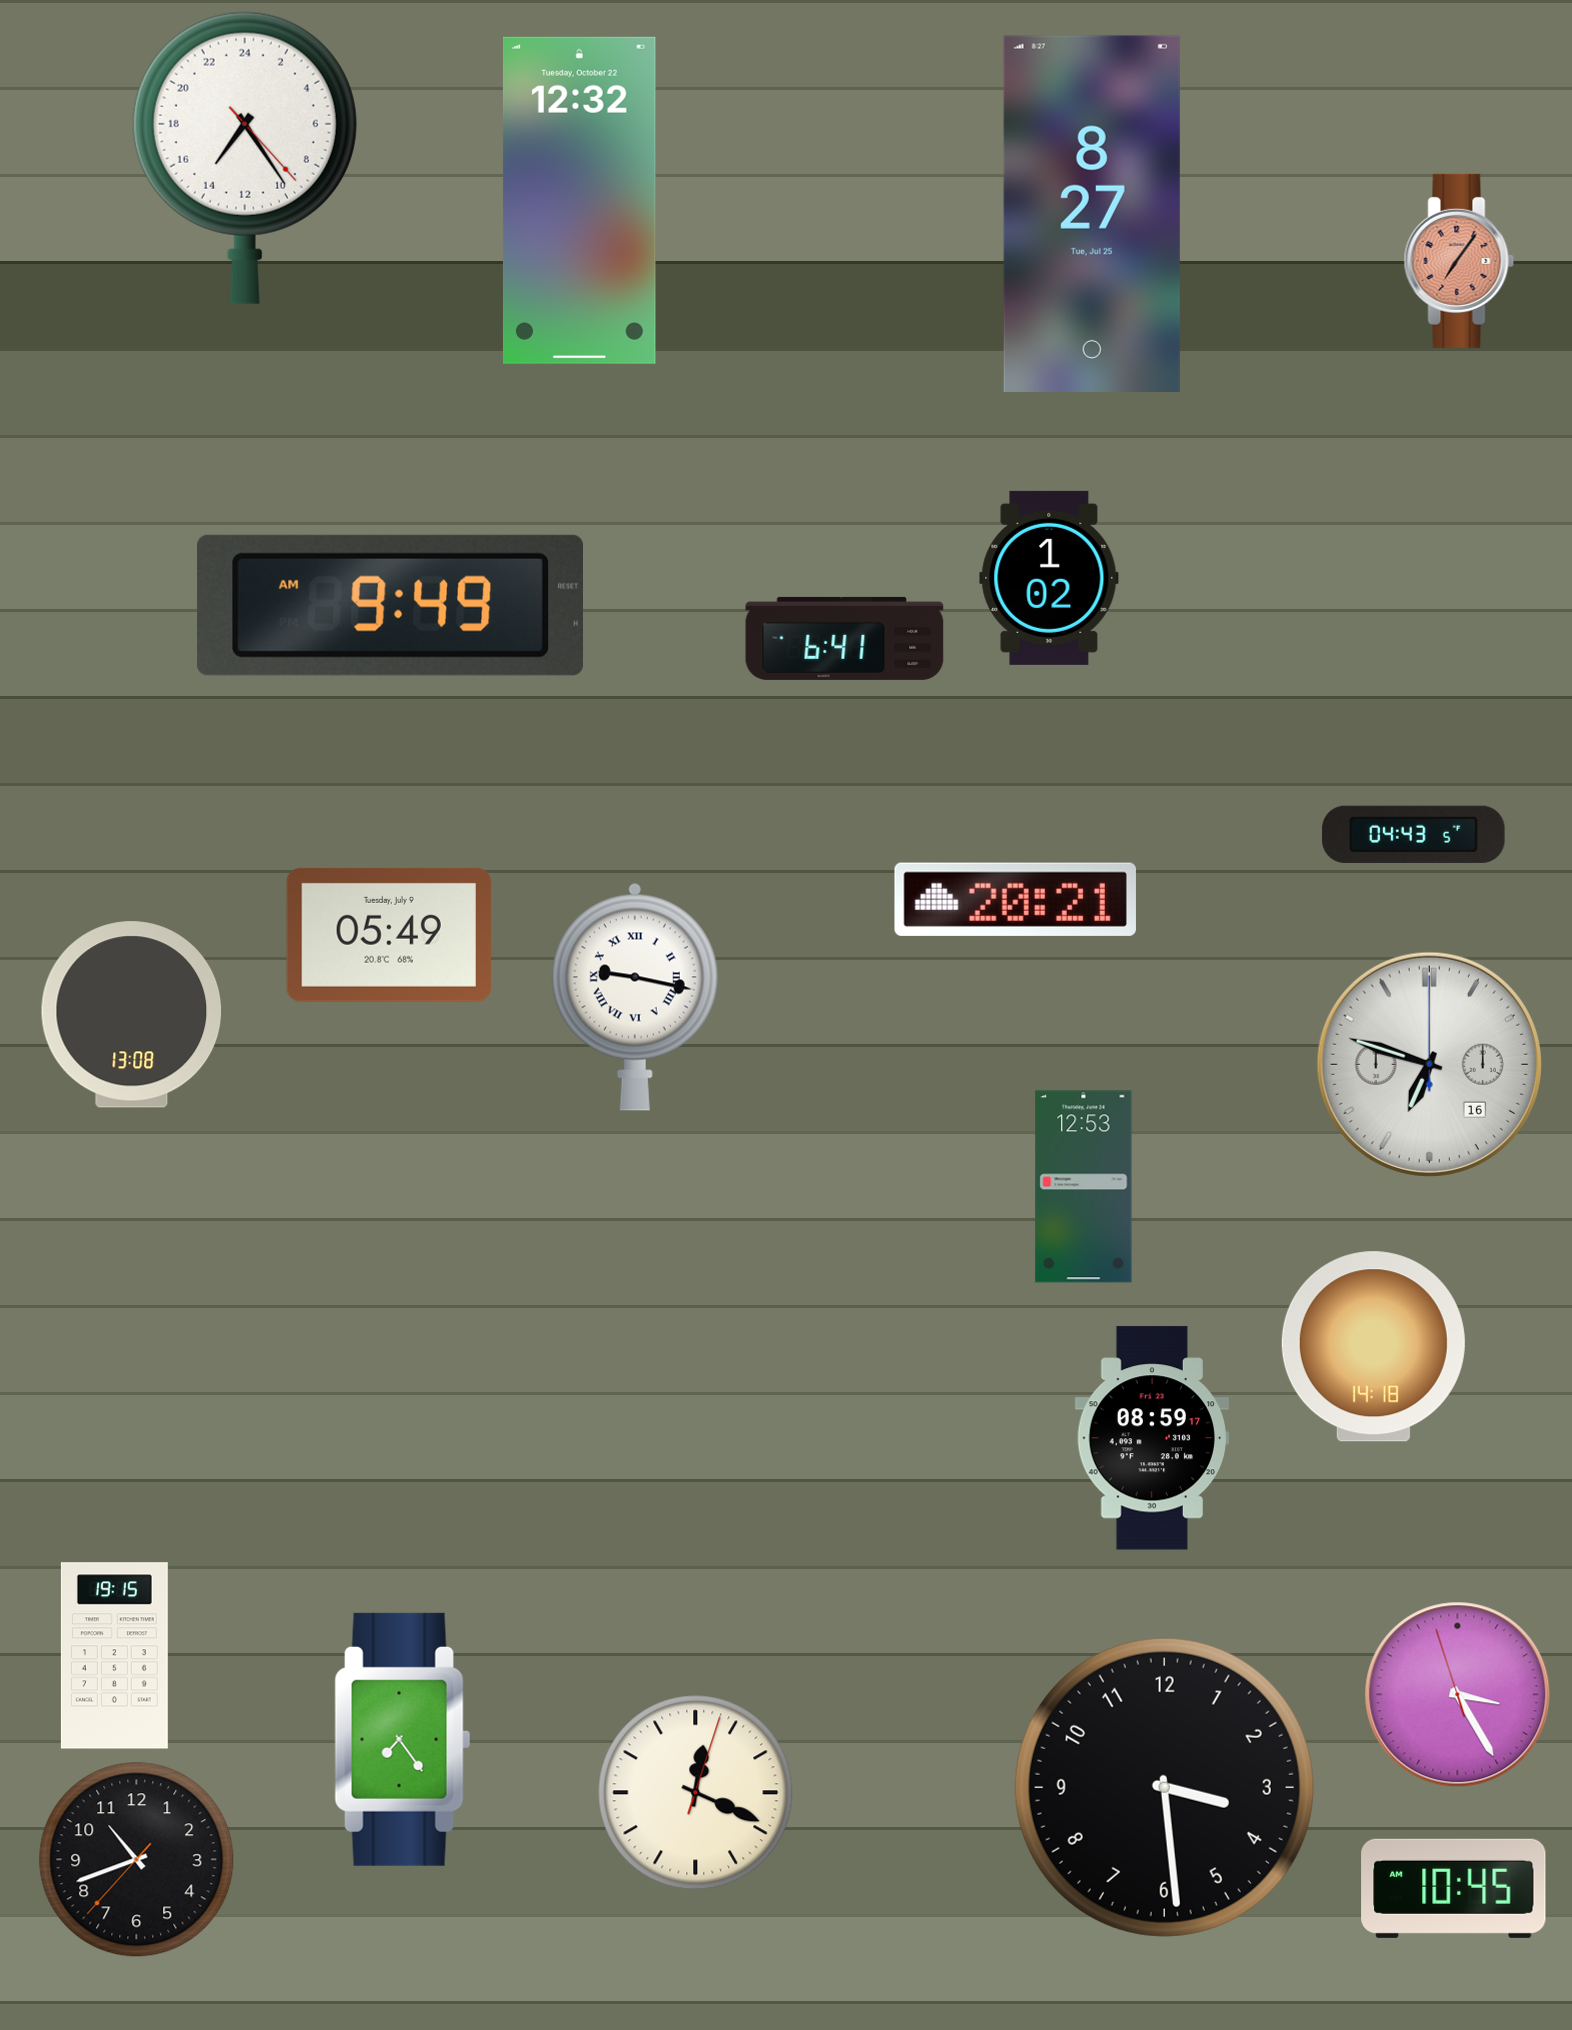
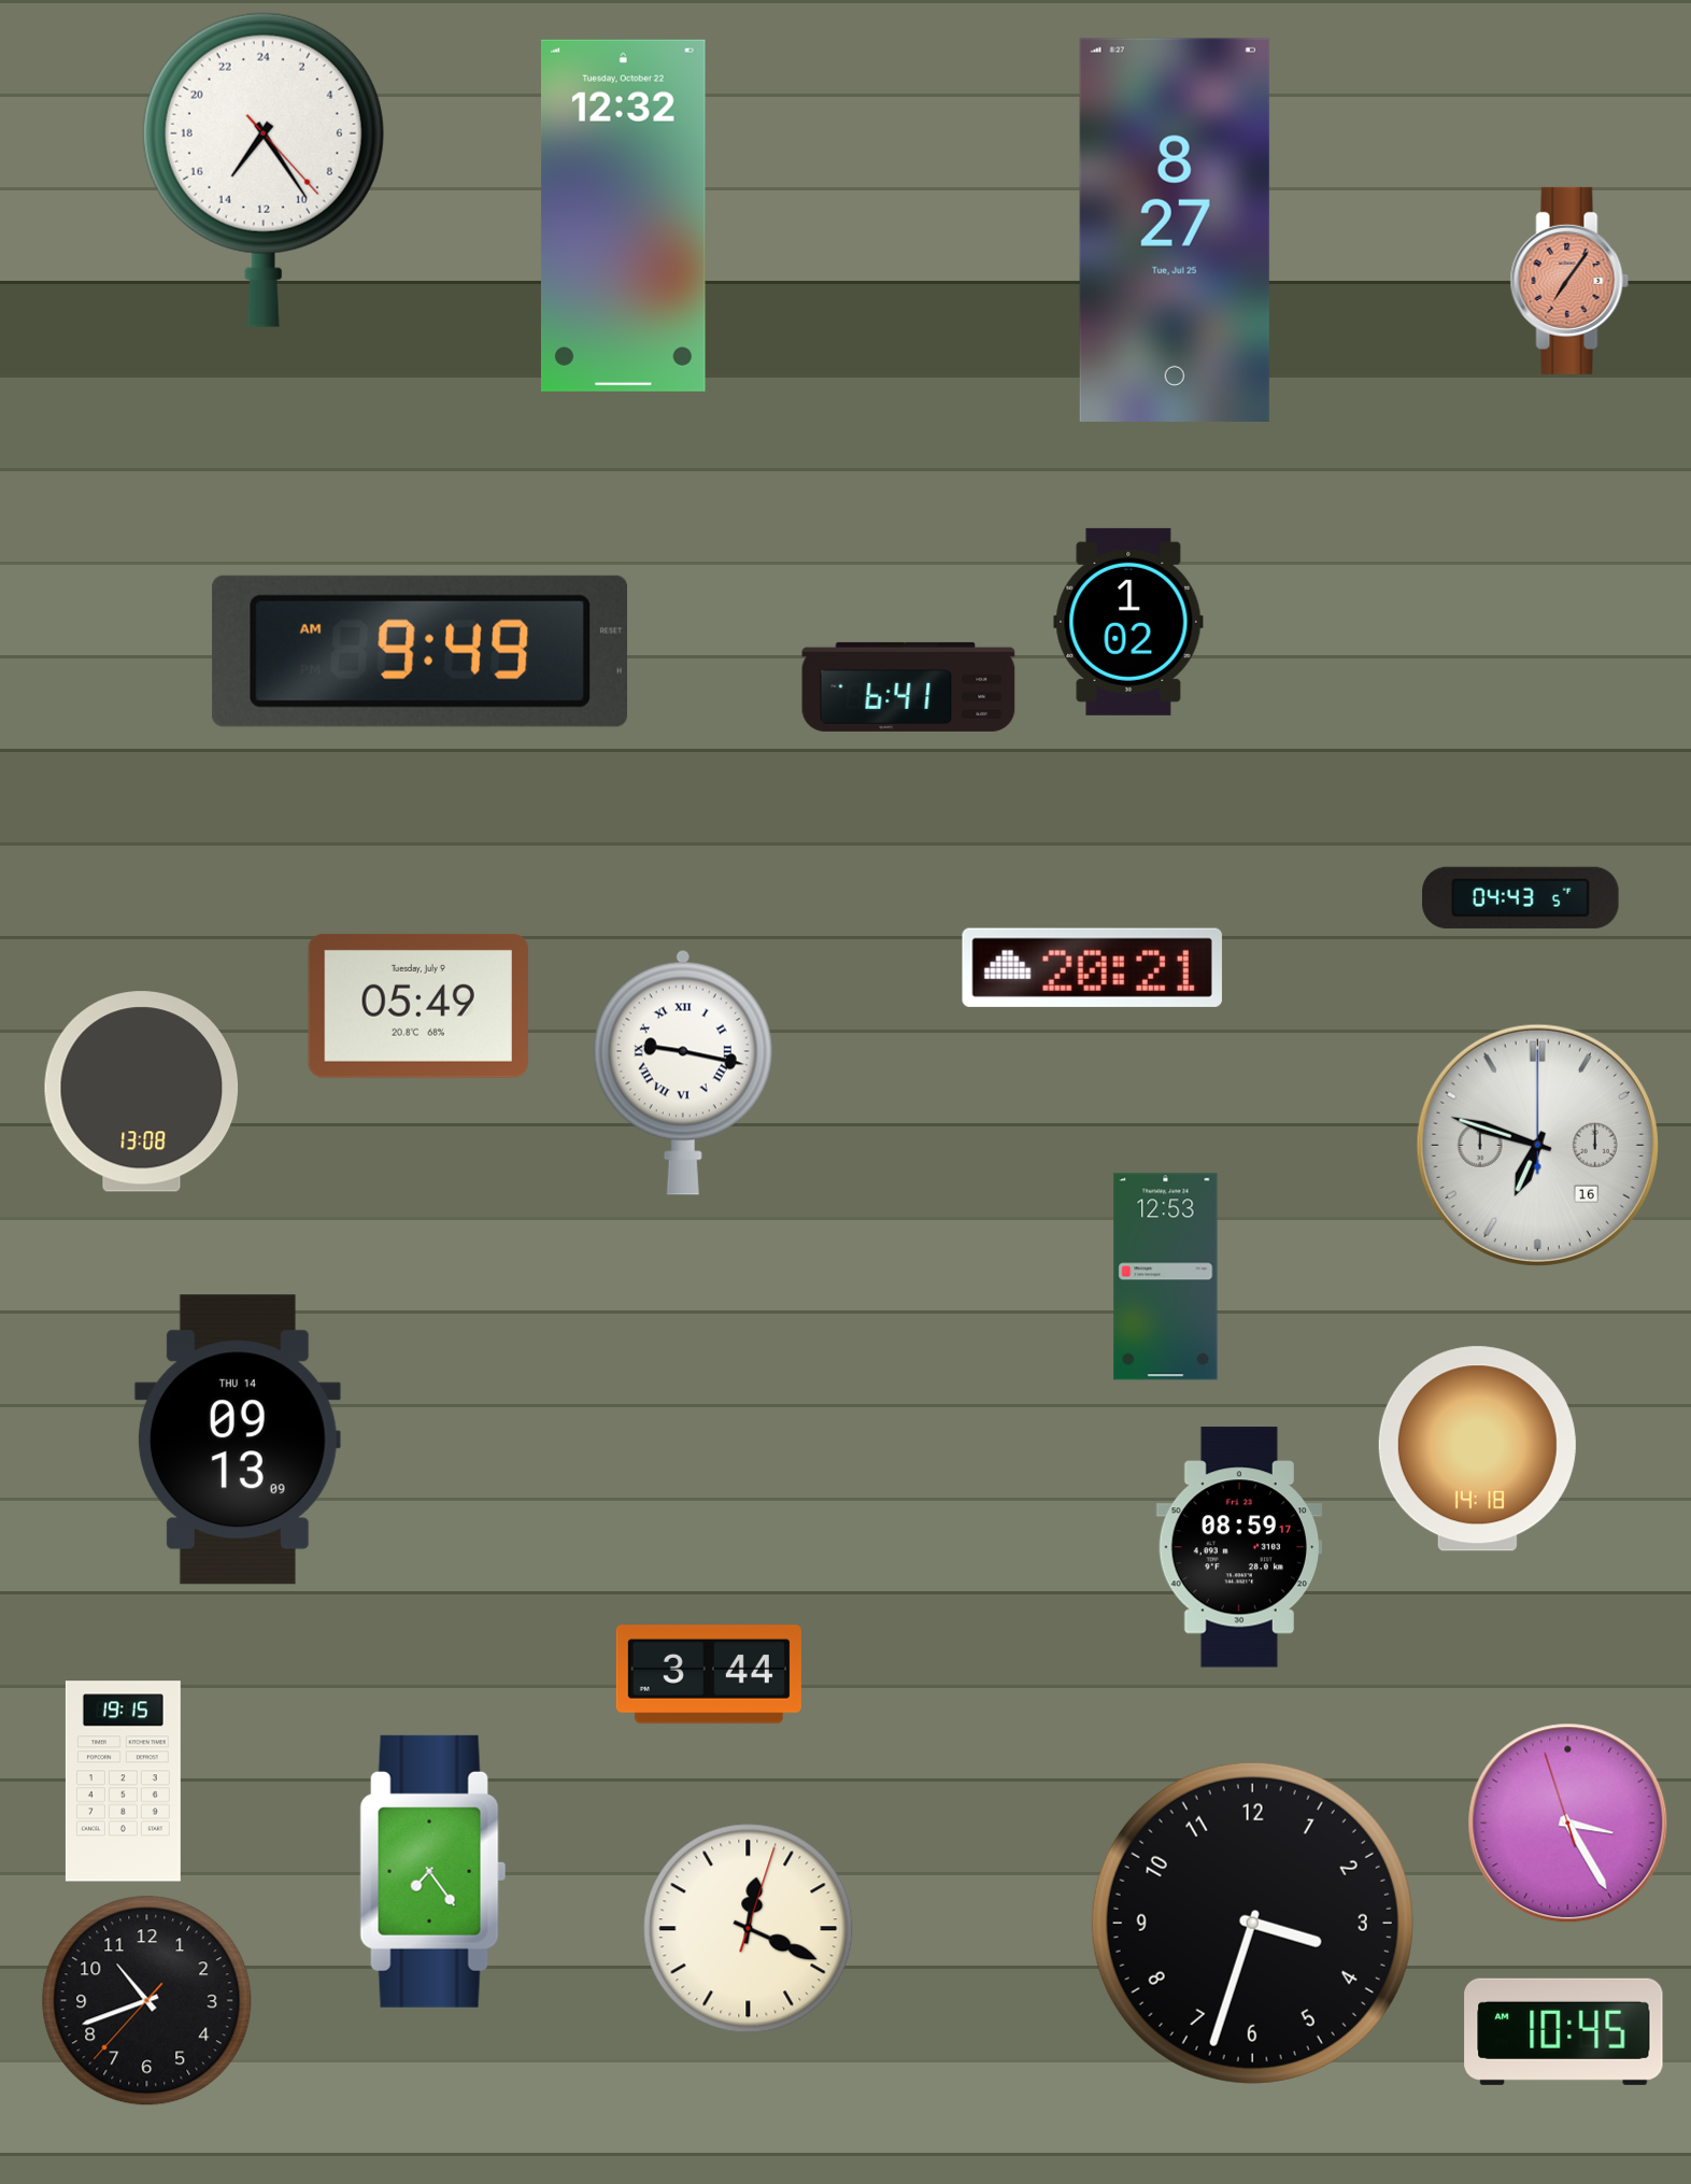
clock at (238, 1440): none -> 09:13
clock at (709, 1674): none -> 3:44
clock at (1164, 1787): 3:29 -> 3:33
